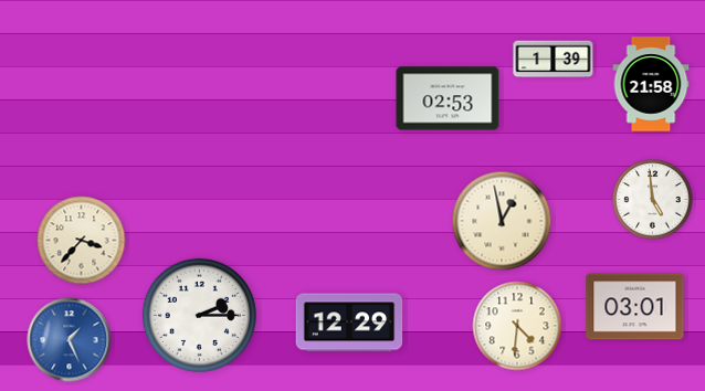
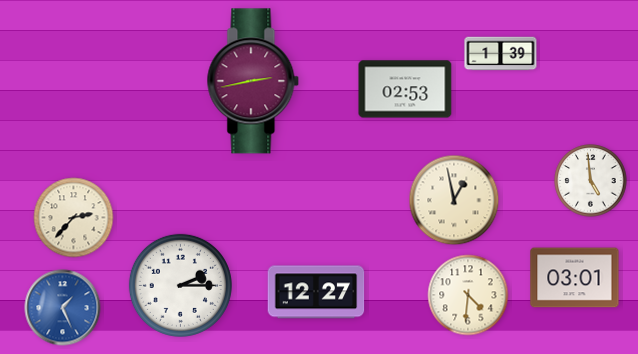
clock at (651, 84): 21:58 -> none
clock at (253, 81): none -> 2:43
clock at (82, 241): 3:37 -> 2:37
clock at (349, 323): 12:29 -> 12:27
